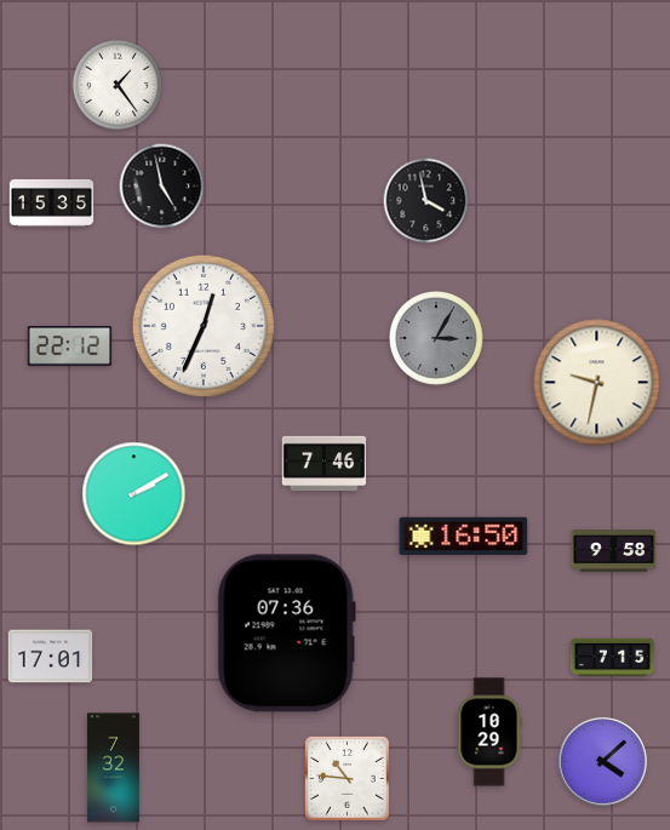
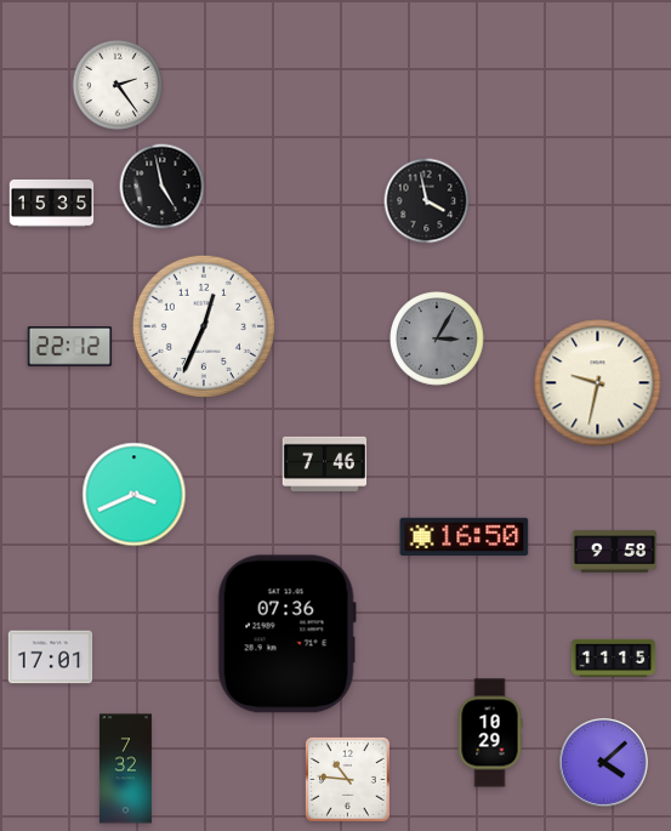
clock at (116, 84): 1:24 -> 2:24
clock at (134, 494): 2:10 -> 3:41
clock at (613, 657): 7:15 -> 11:15
clock at (113, 768) position: (113, 768) -> (125, 769)
